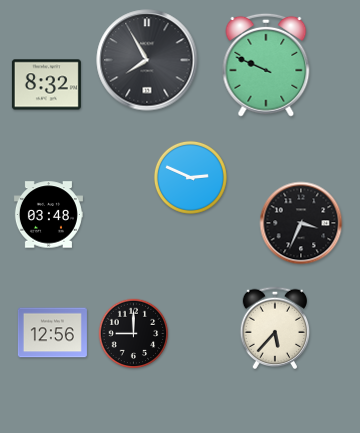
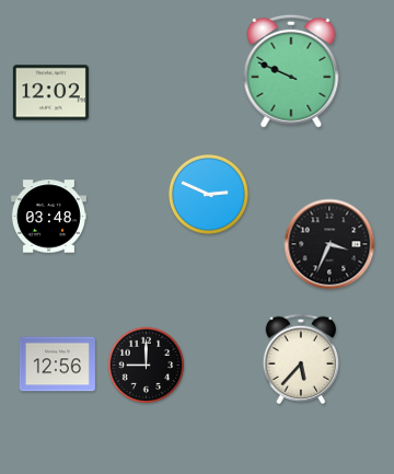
clock at (147, 60): 7:55 -> none
clock at (46, 85): 8:32 -> 12:02
clock at (48, 215) position: (48, 215) -> (48, 217)
